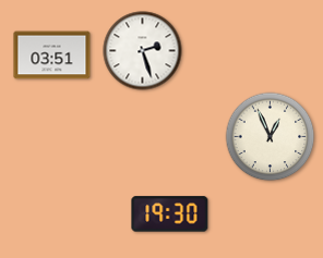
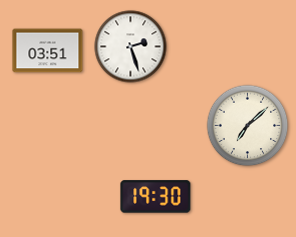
clock at (271, 137): 12:56 -> 7:08
